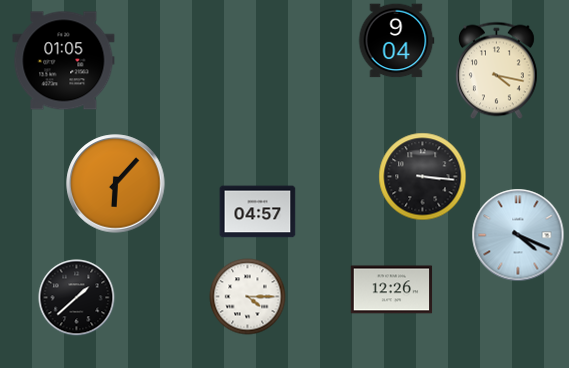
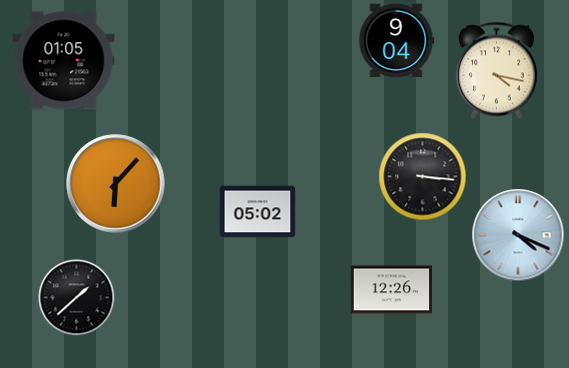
clock at (258, 212): 04:57 -> 05:02
clock at (248, 297): 4:15 -> none
